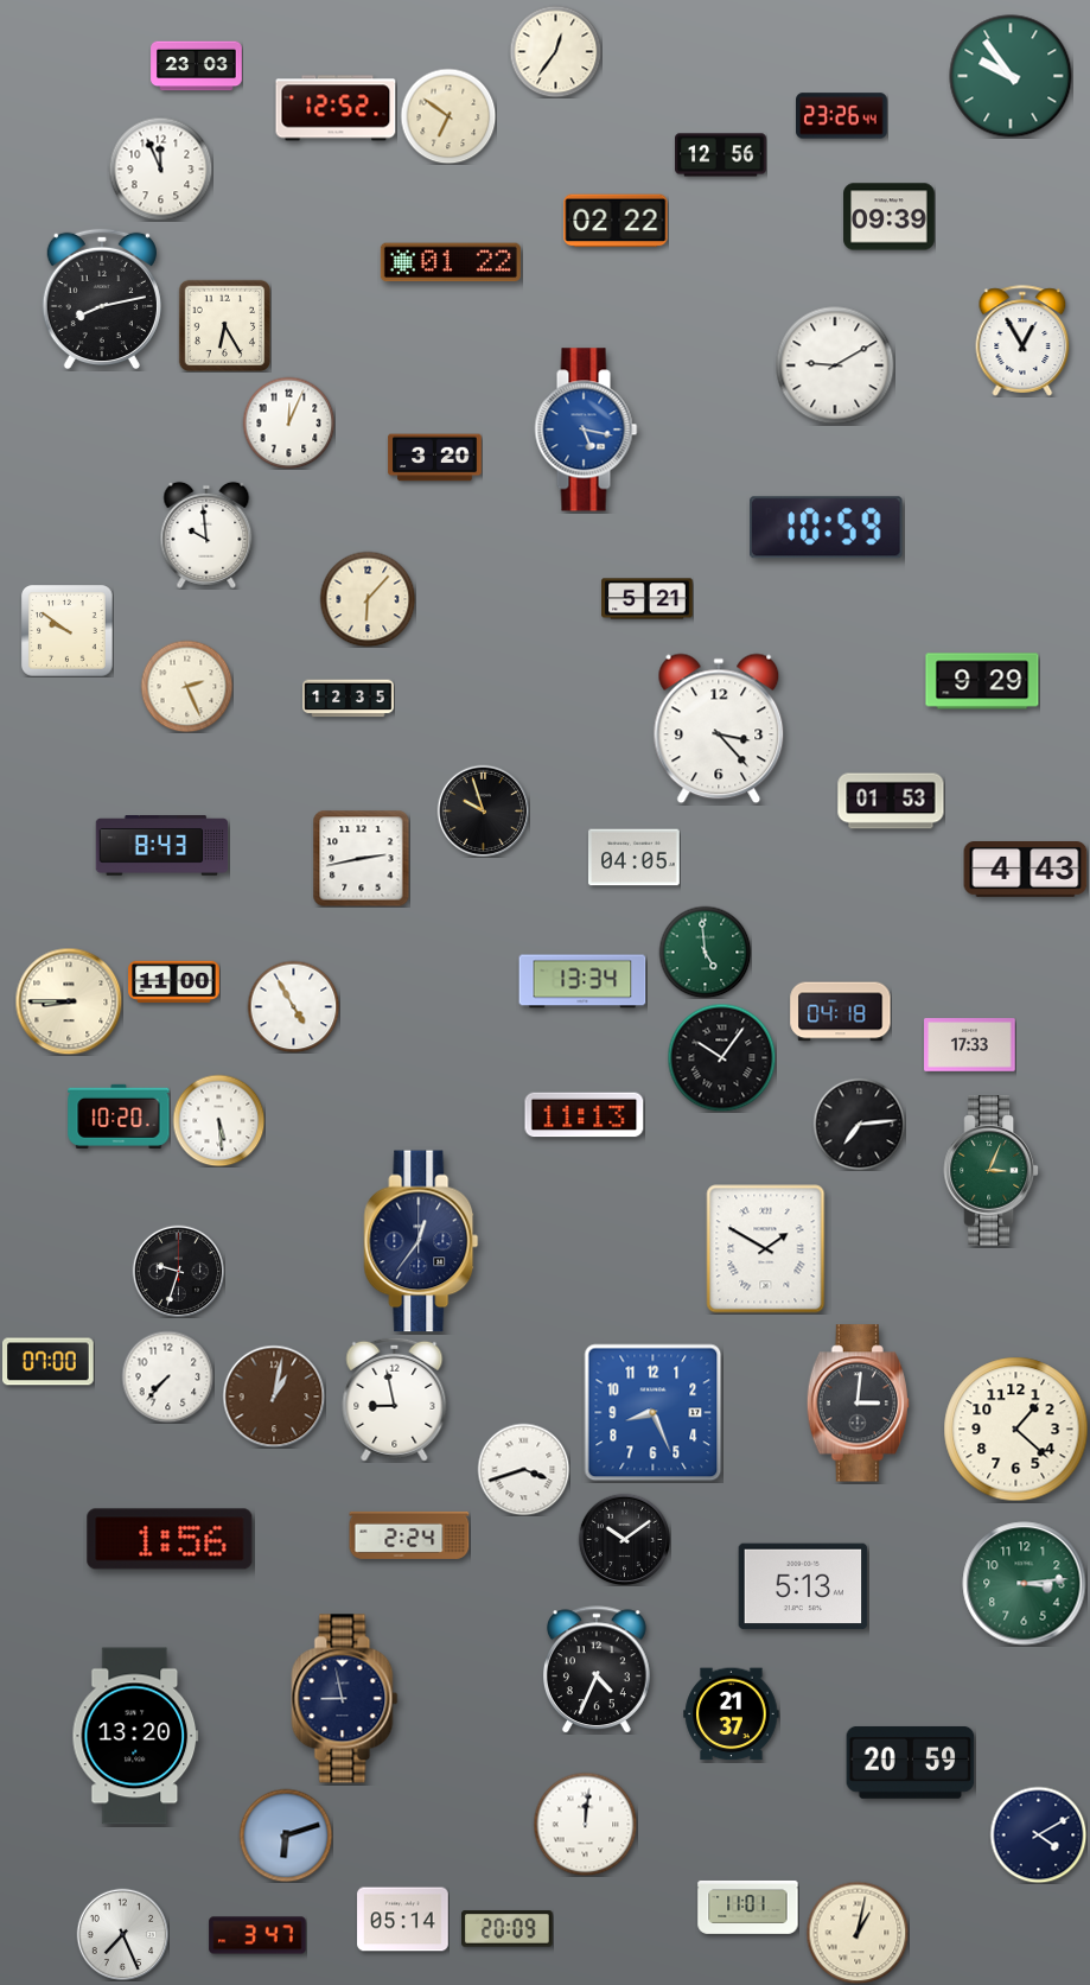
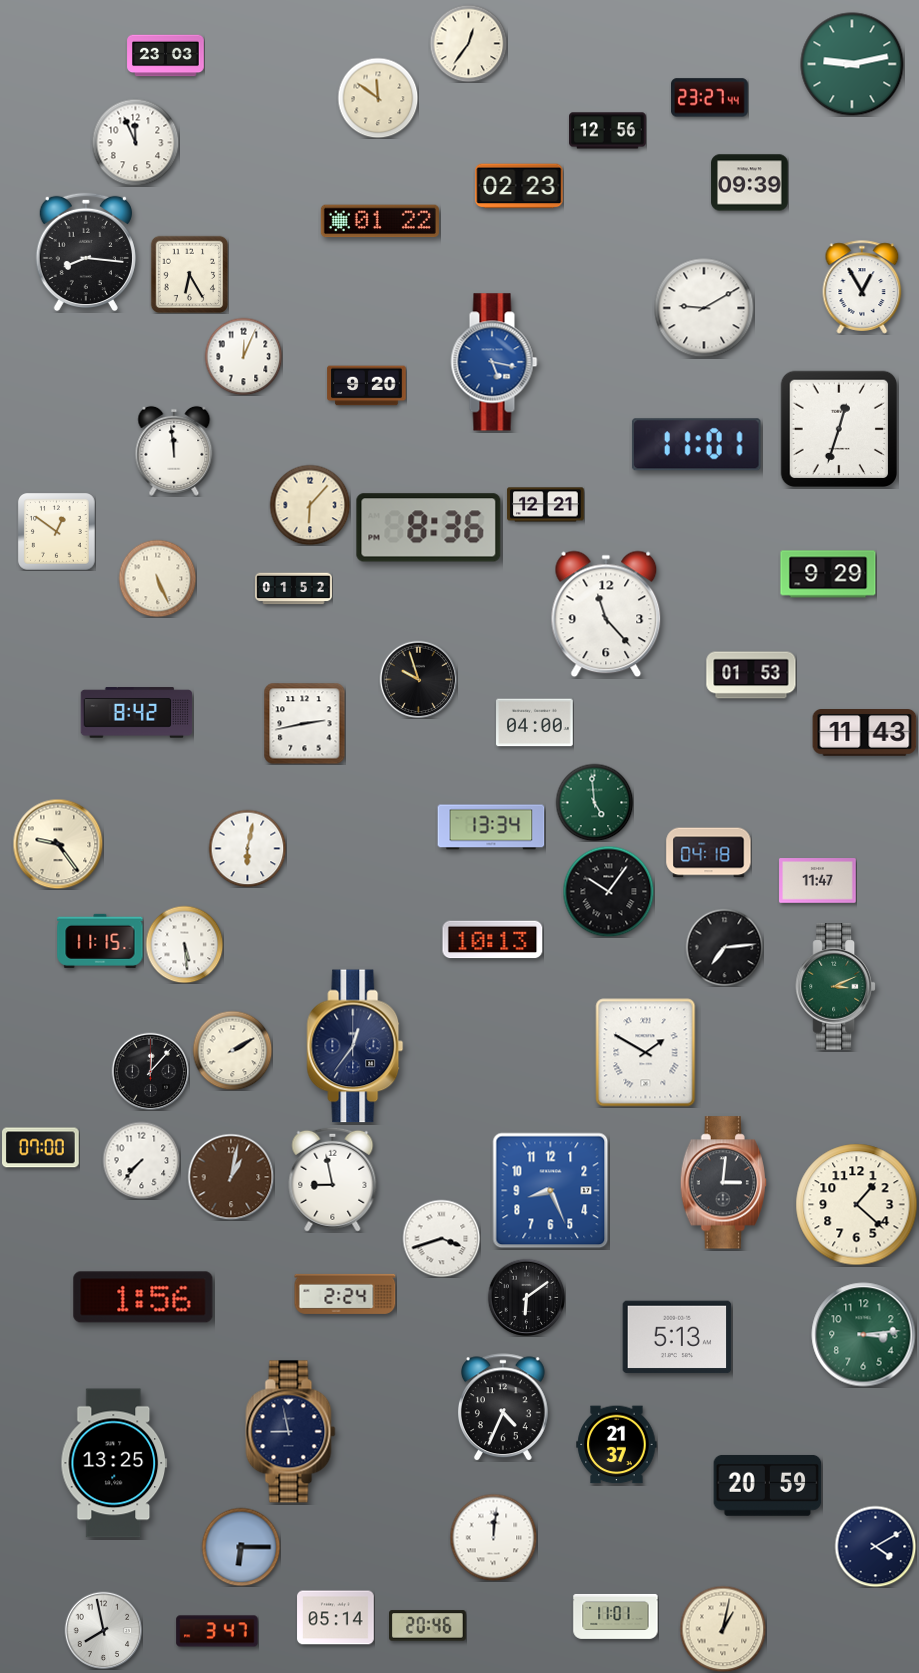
clock at (1011, 76): 9:54 -> 9:13
clock at (336, 108): 12:52 -> none
clock at (448, 116): 6:51 -> 11:51
clock at (842, 116): 23:26 -> 23:27
clock at (616, 221): 02:22 -> 02:23
clock at (102, 299): 8:13 -> 8:16
clock at (435, 458): 3:20 -> 9:20
clock at (838, 428): none -> 12:33
clock at (826, 528): 10:59 -> 11:01
clock at (206, 535): 9:59 -> 11:59
clock at (648, 599): 5:21 -> 12:21
clock at (429, 528): none -> 8:36
clock at (68, 631): 9:51 -> 12:51
clock at (186, 686): 2:26 -> 5:26
clock at (349, 699): 12:35 -> 01:52
clock at (719, 729): 3:23 -> 11:23
clock at (483, 810) position: (483, 810) -> (418, 679)
clock at (162, 846): 8:43 -> 8:42
clock at (635, 858): 04:05 -> 04:00
clock at (1026, 870): 4:43 -> 11:43
clock at (174, 982): 11:00 -> none
clock at (69, 1001): 8:45 -> 9:24
clock at (293, 1006): 4:55 -> 6:02
clock at (970, 1045): 17:33 -> 11:47
clock at (585, 1115): 11:13 -> 10:13
clock at (119, 1116): 10:20 -> 11:15
clock at (992, 1171): 3:04 -> 3:11
clock at (232, 1050): none -> 2:10
clock at (178, 1271): 9:33 -> 12:07
clock at (624, 1539): 10:09 -> 6:09
clock at (135, 1736): 13:20 -> 13:25
clock at (286, 1836): 6:12 -> 6:15
clock at (748, 1907) position: (748, 1907) -> (616, 1616)
clock at (403, 1920) position: (403, 1920) -> (336, 1618)
clock at (508, 1929): 20:09 -> 20:46
clock at (122, 1934): 7:26 -> 7:58
